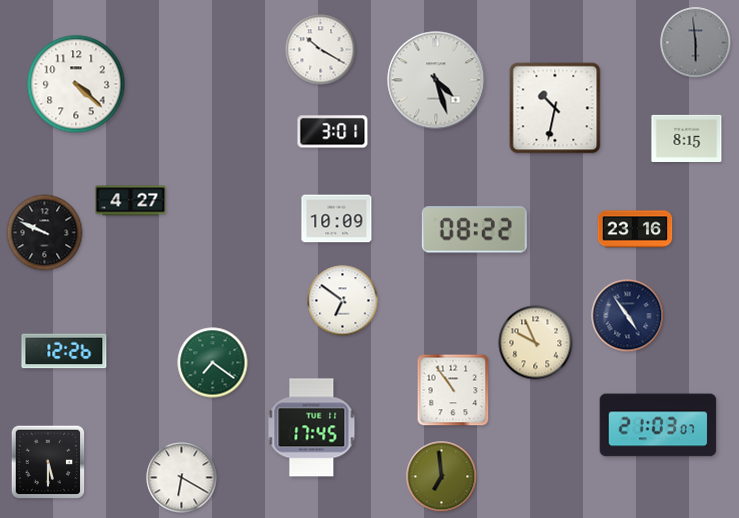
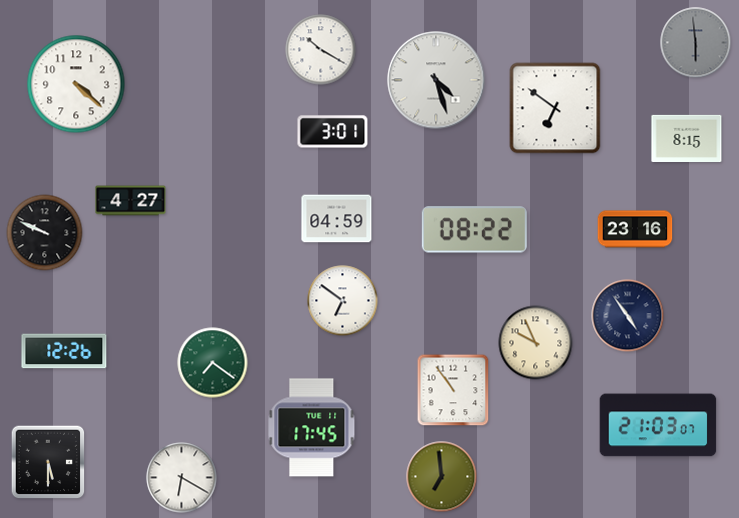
clock at (555, 108): 10:32 -> 6:51
clock at (337, 219): 10:09 -> 04:59
